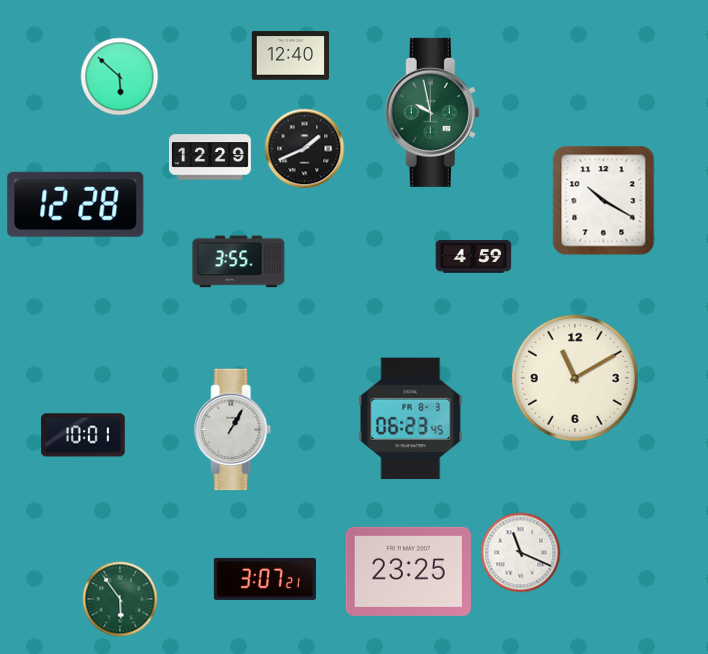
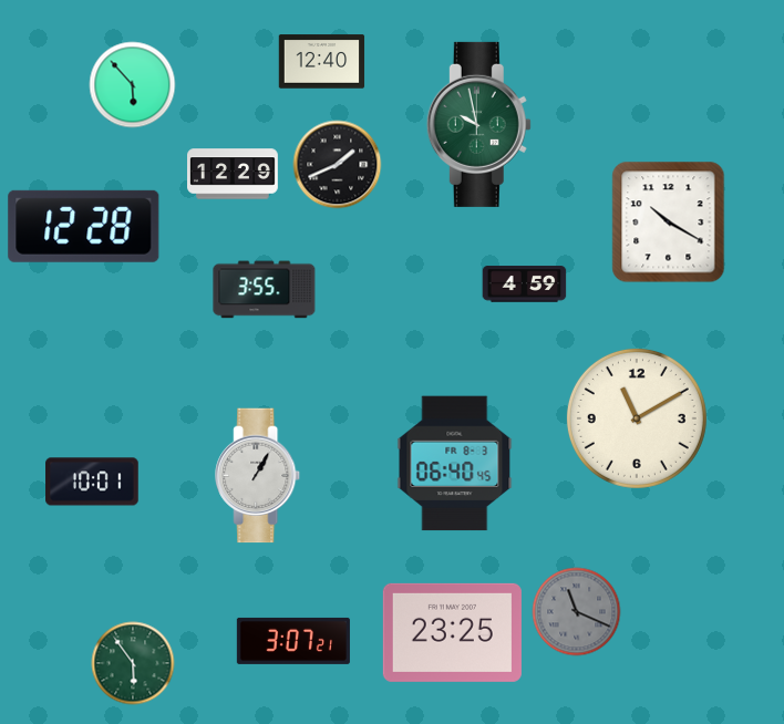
clock at (120, 77): 5:52 -> 5:53
clock at (411, 419): 06:23 -> 06:40
clock at (521, 553) dial: white -> grey
